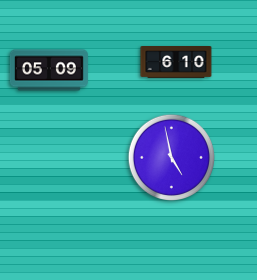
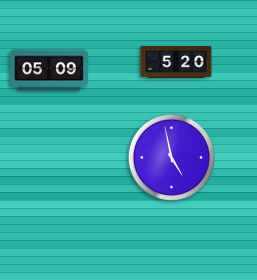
clock at (176, 62): 6:10 -> 5:20
